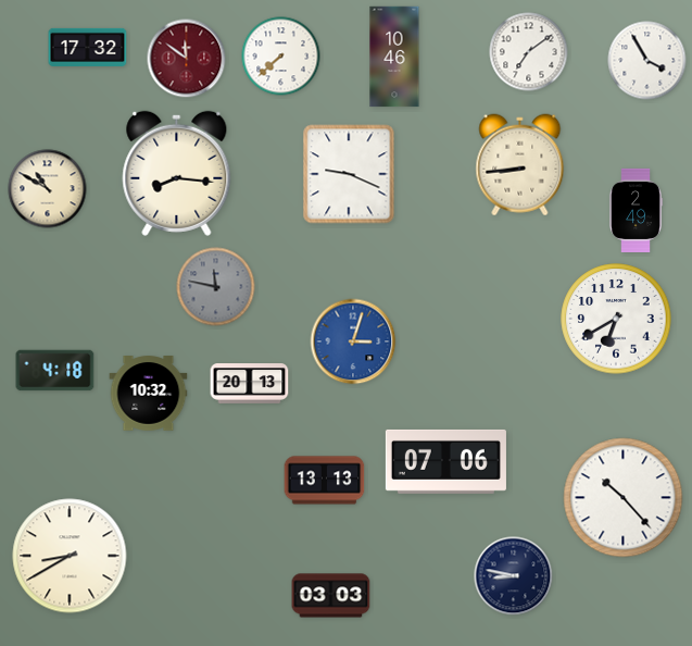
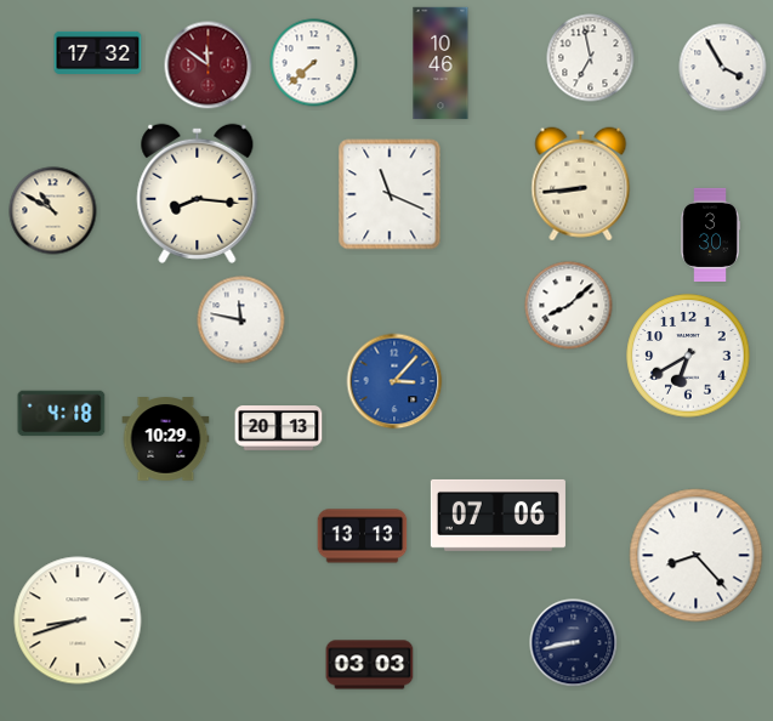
clock at (529, 52): 7:09 -> 6:58
clock at (349, 174): 9:19 -> 11:19
clock at (636, 210): 2:49 -> 3:30
clock at (569, 306): none -> 8:08
clock at (216, 287) dial: grey -> white
clock at (353, 341): 3:03 -> 3:07
clock at (149, 394): 10:32 -> 10:29
clock at (624, 498): 10:23 -> 8:23
clock at (70, 556): 8:40 -> 8:42
clock at (514, 576): 8:47 -> 8:43
